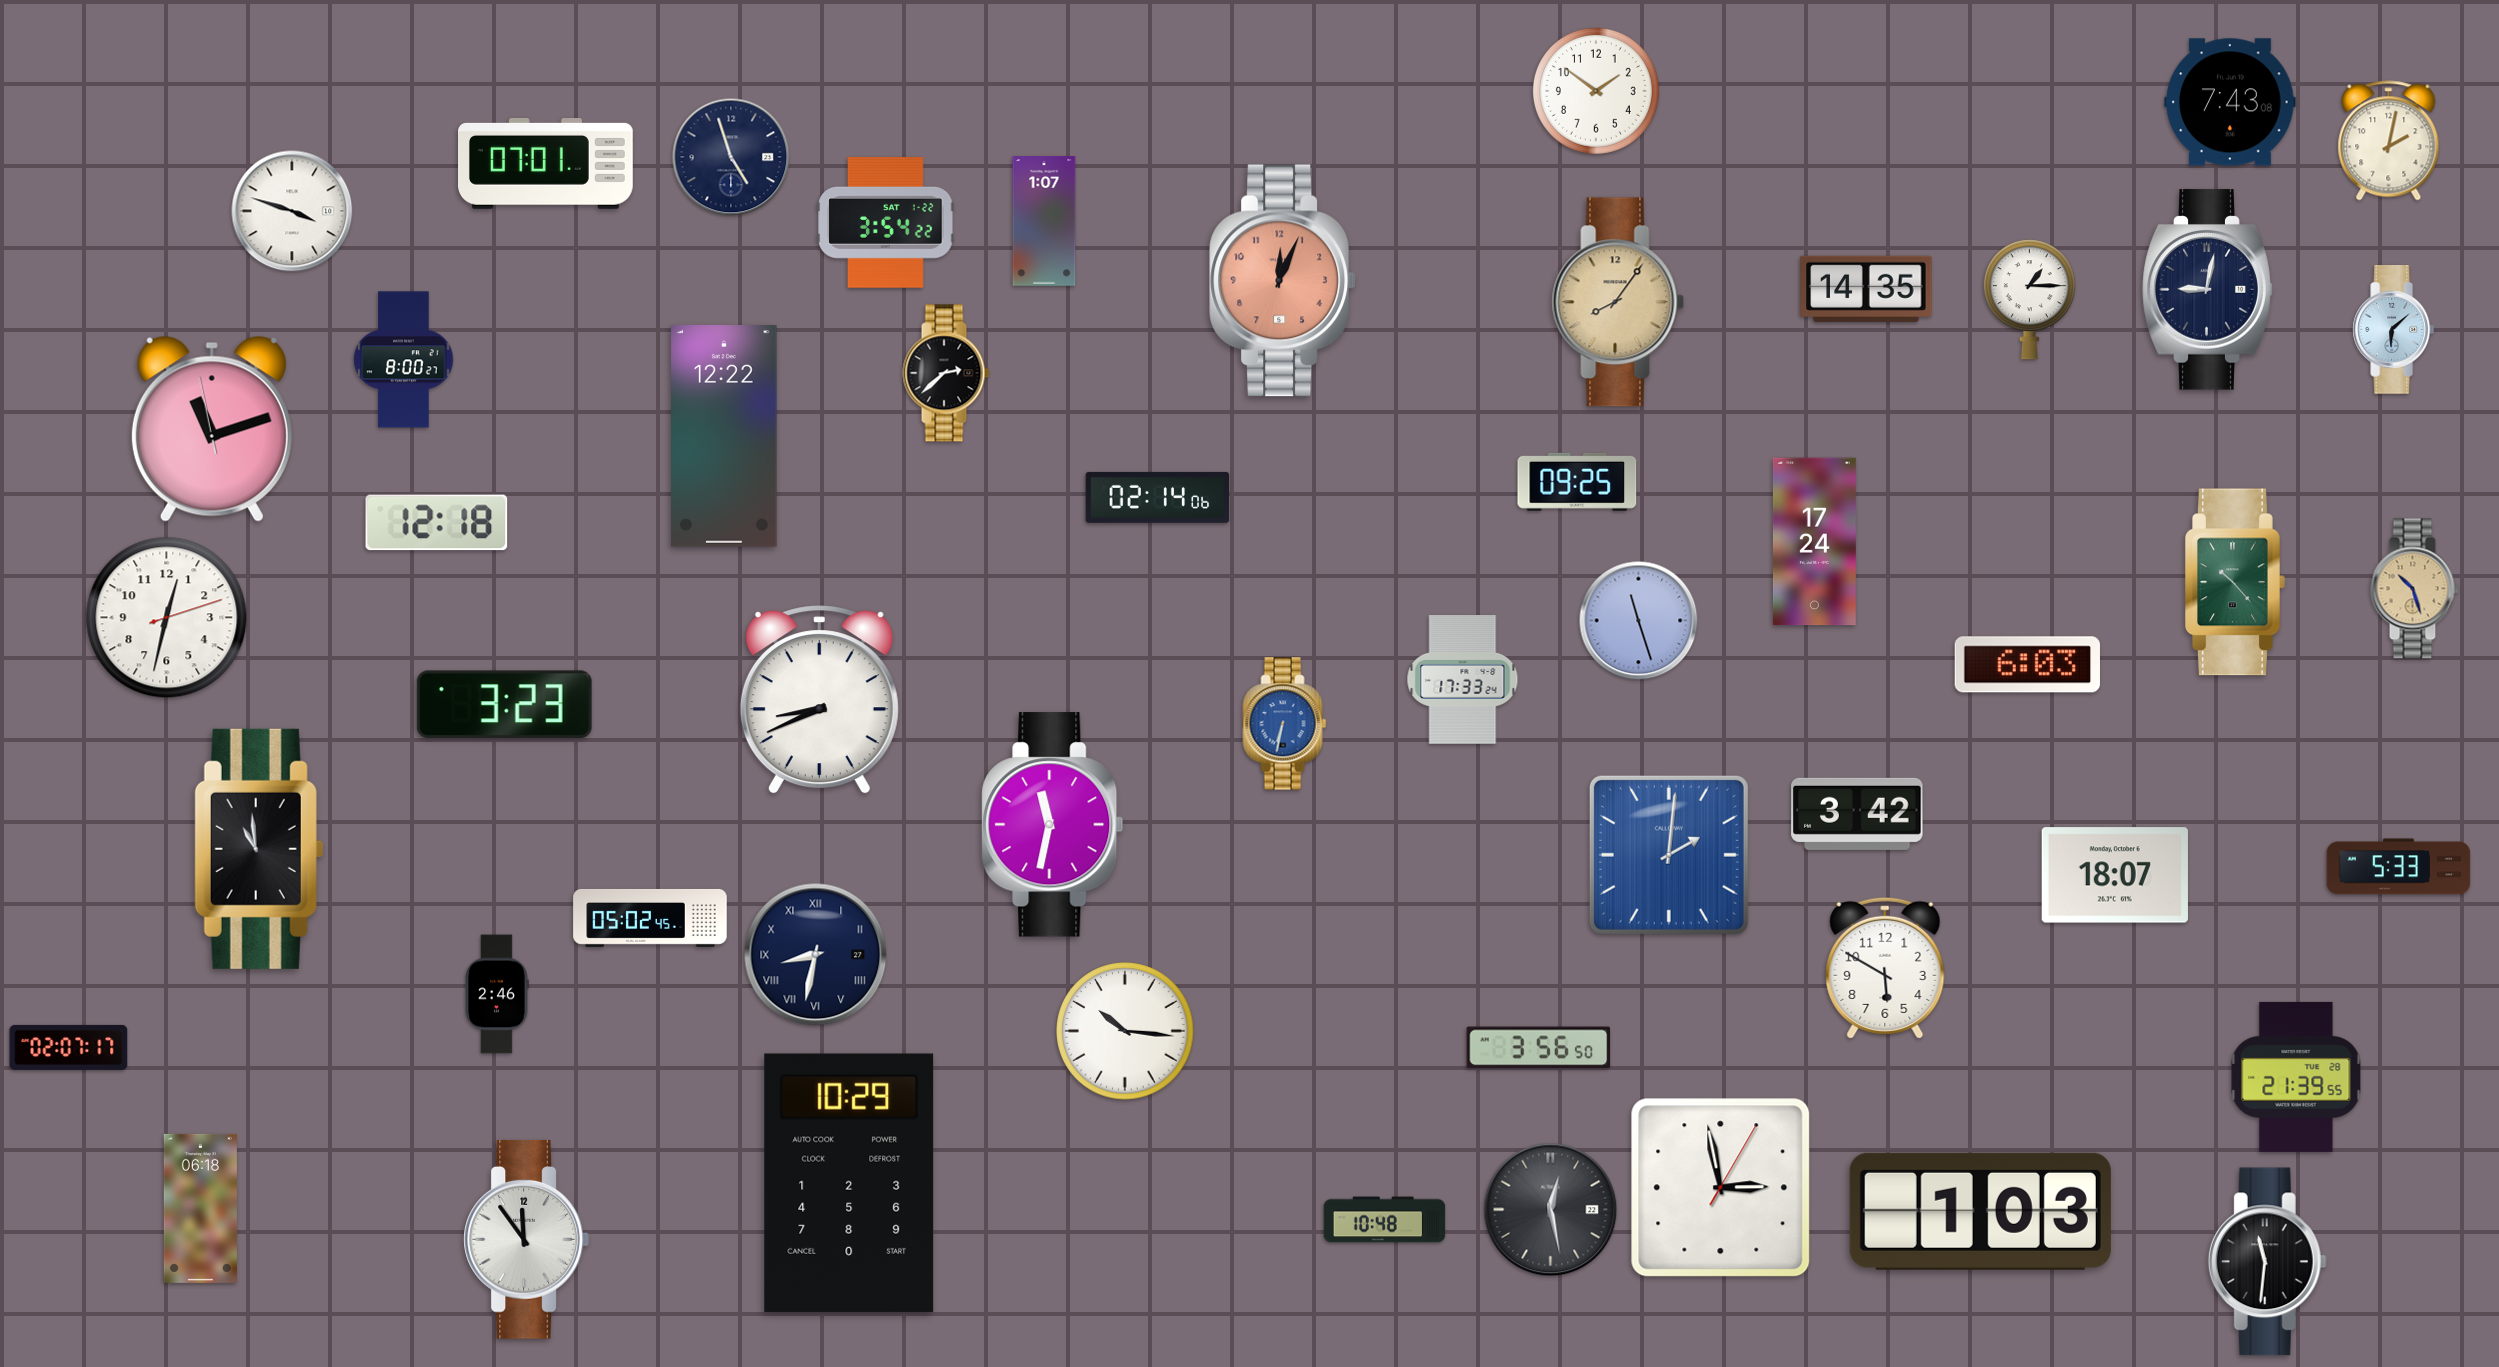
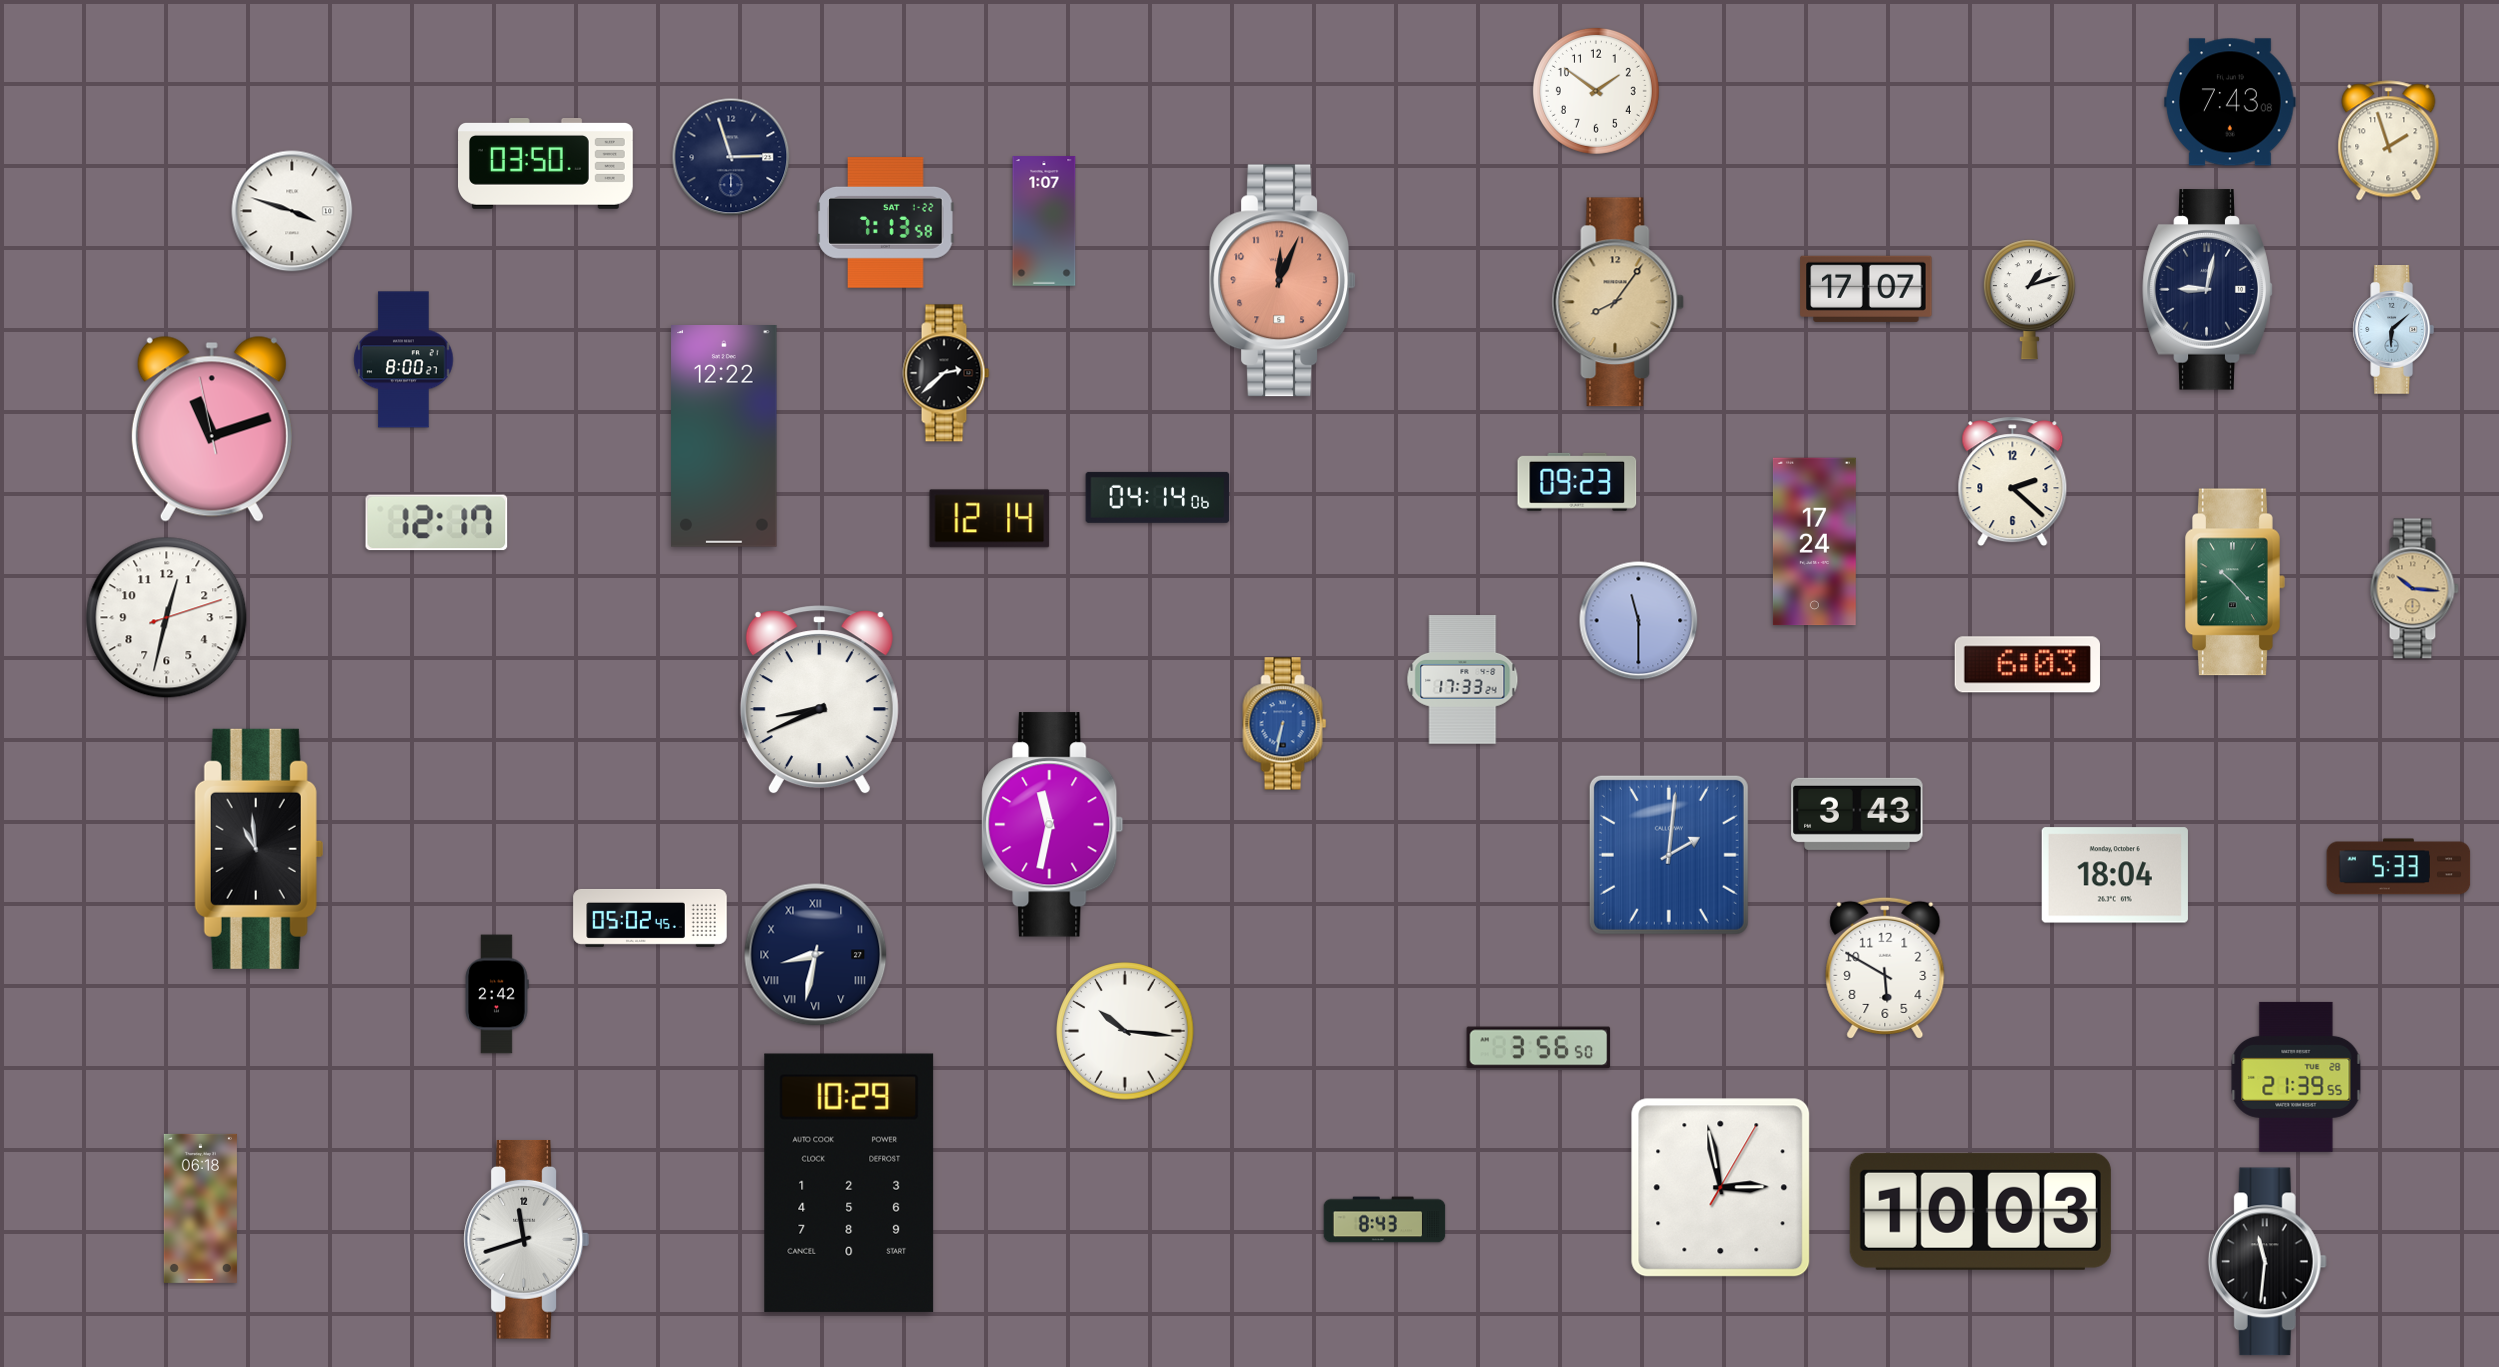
clock at (2389, 141): 2:02 -> 1:57
clock at (731, 157): 4:57 -> 2:57
clock at (546, 164): 07:01 -> 03:50
clock at (886, 223): 3:54 -> 7:13
clock at (1866, 289): 14:35 -> 17:07
clock at (2029, 300): 1:15 -> 1:12
clock at (1577, 482): 09:25 -> 09:23
clock at (2013, 482): none -> 2:22
clock at (1158, 497): 02:14 -> 04:14
clock at (990, 519): none -> 12:14
clock at (437, 523): 12:18 -> 12:17
clock at (2414, 589): 10:27 -> 10:16
clock at (1639, 621): 11:27 -> 11:30
clock at (504, 705): 3:23 -> none
clock at (1857, 814): 3:42 -> 3:43
clock at (2115, 875): 18:07 -> 18:04
clock at (497, 994): 2:46 -> 2:42
clock at (69, 1047): 02:07 -> none
clock at (1551, 1210): 12:28 -> none
clock at (1980, 1211): 1:03 -> 10:03
clock at (1385, 1220): 10:48 -> 8:43
clock at (526, 1239): 11:54 -> 11:42
